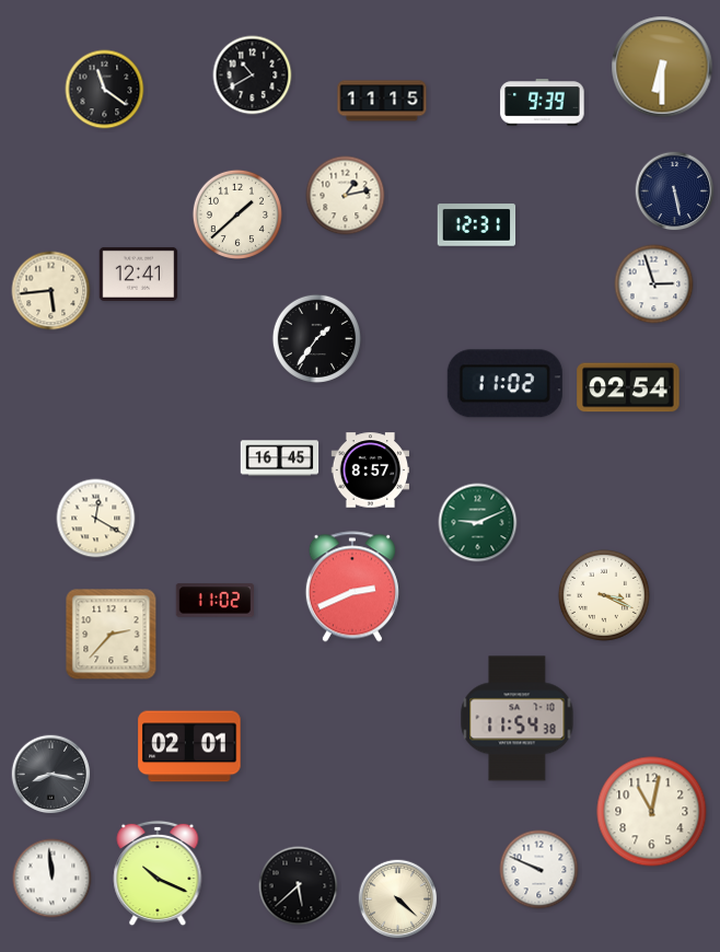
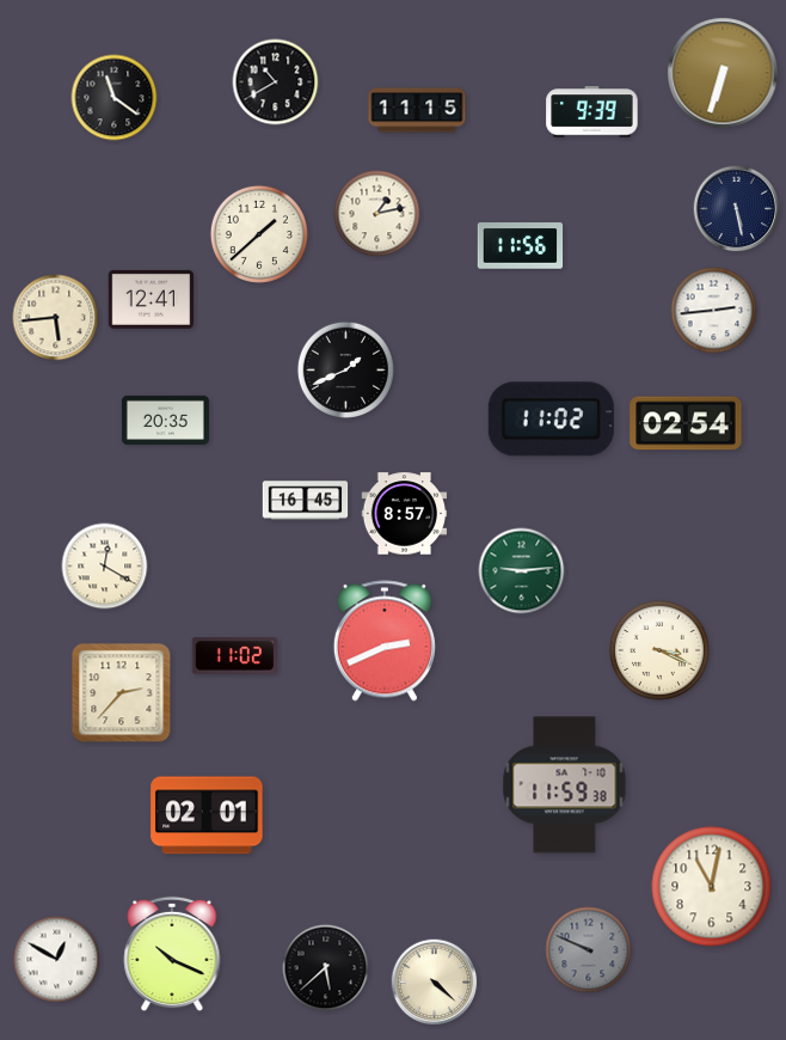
clock at (662, 67): 6:30 -> 6:33
clock at (477, 225): 12:31 -> 11:56
clock at (654, 285): 2:57 -> 2:44
clock at (316, 338): 1:36 -> 1:41
clock at (165, 420): none -> 20:35
clock at (478, 523): 9:11 -> 9:14
clock at (518, 719): 11:54 -> 11:59
clock at (51, 775): 8:17 -> none
clock at (539, 870) dial: white -> grey
clock at (53, 879): 11:59 -> 12:50
